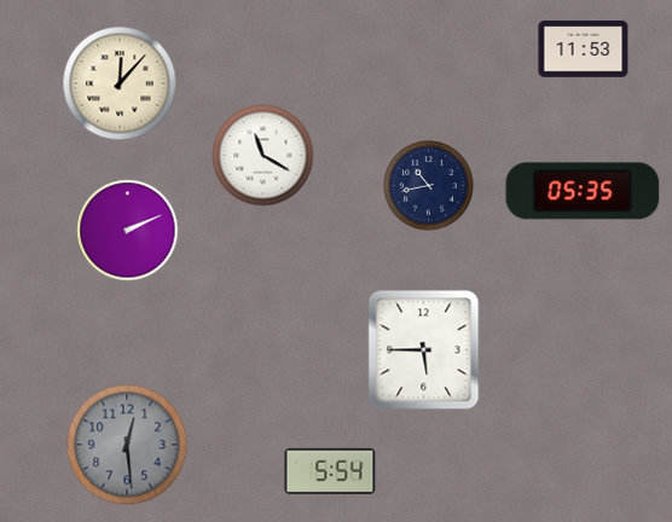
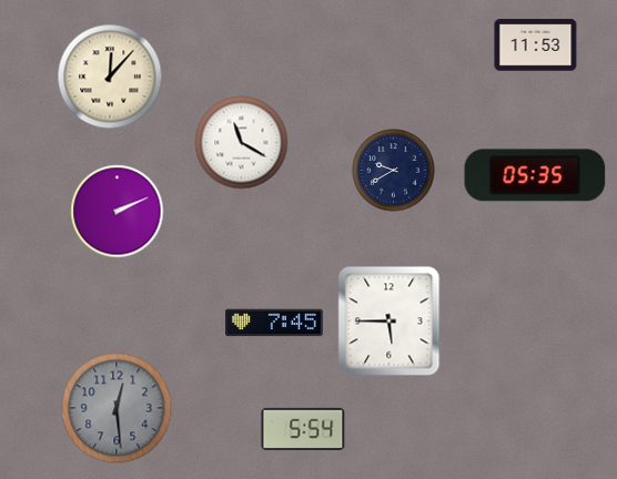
clock at (429, 186): 10:43 -> 9:40
clock at (275, 323): none -> 7:45
clock at (330, 471) position: (330, 471) -> (303, 429)
